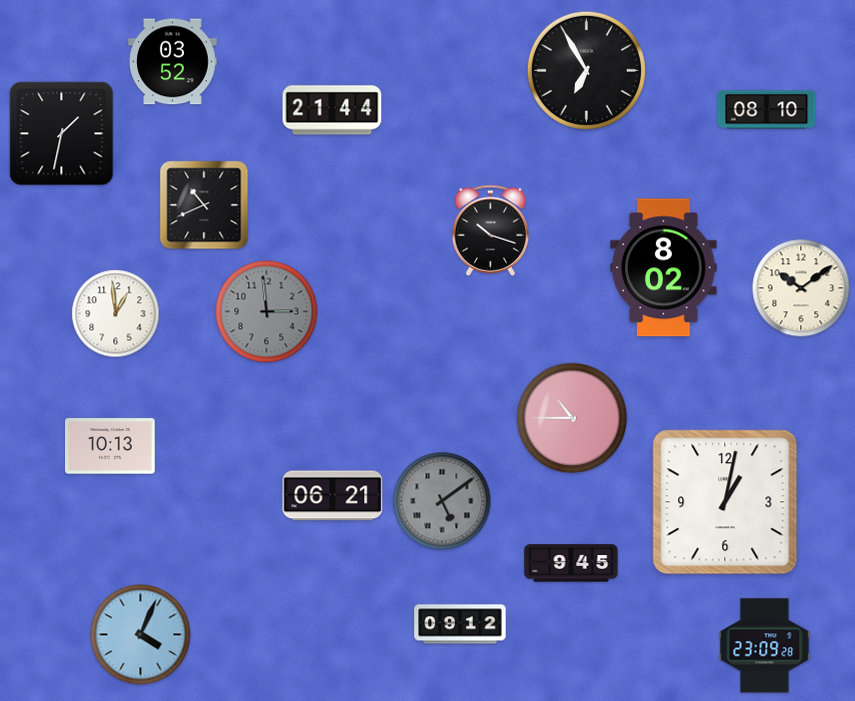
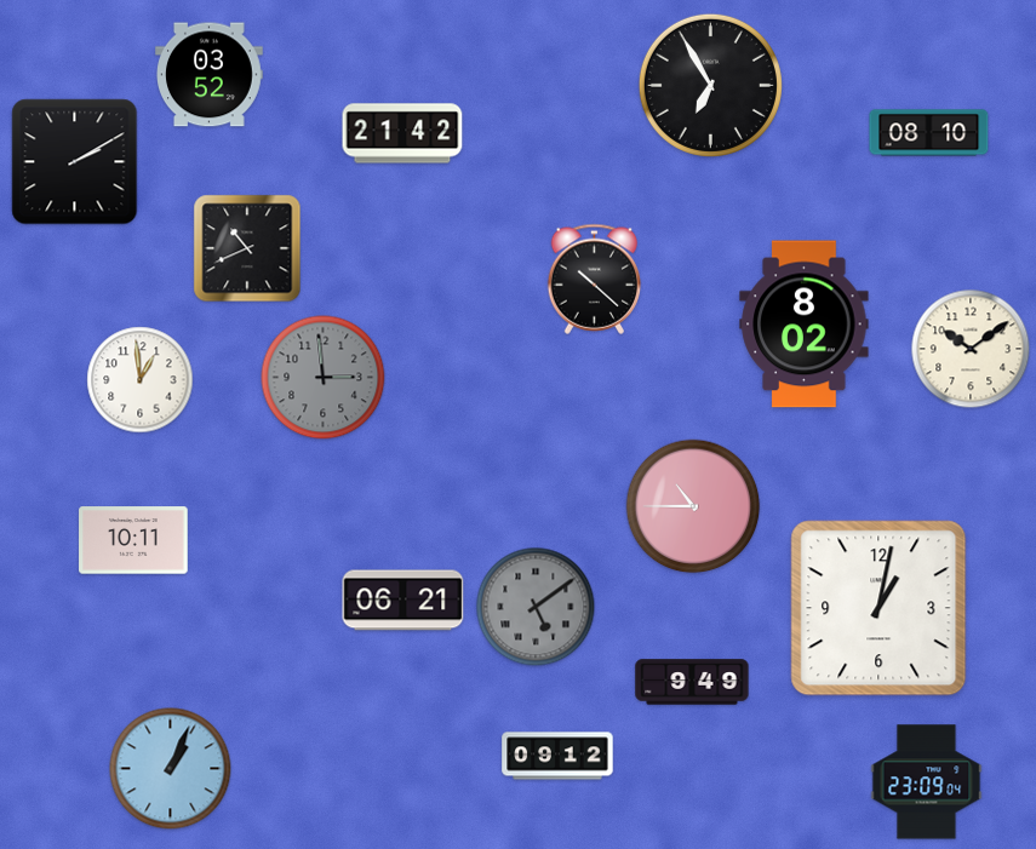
clock at (332, 110): 21:44 -> 21:42
clock at (62, 134): 1:32 -> 2:10
clock at (491, 230): 10:18 -> 10:22
clock at (110, 446): 10:13 -> 10:11
clock at (571, 563): 9:45 -> 9:49
clock at (141, 635): 4:04 -> 1:04
clock at (765, 646): 23:09:28 -> 23:09:04
